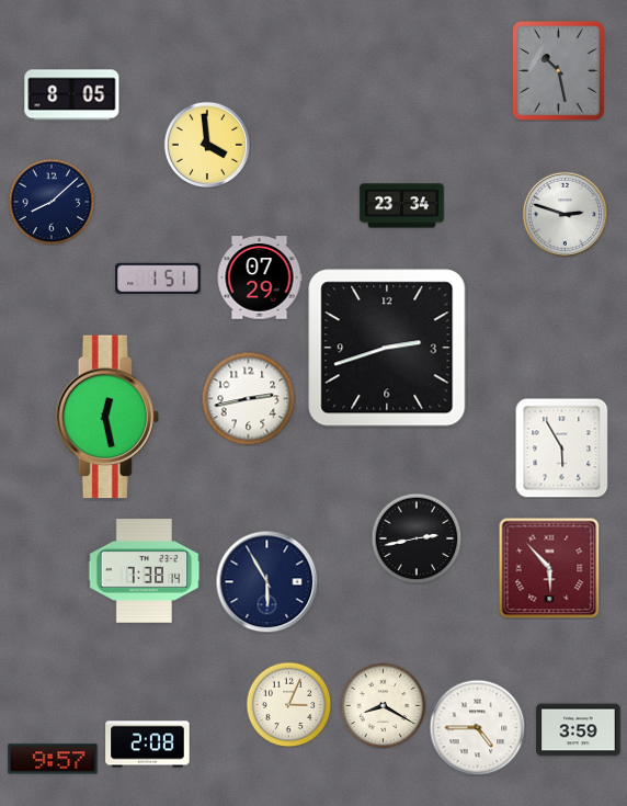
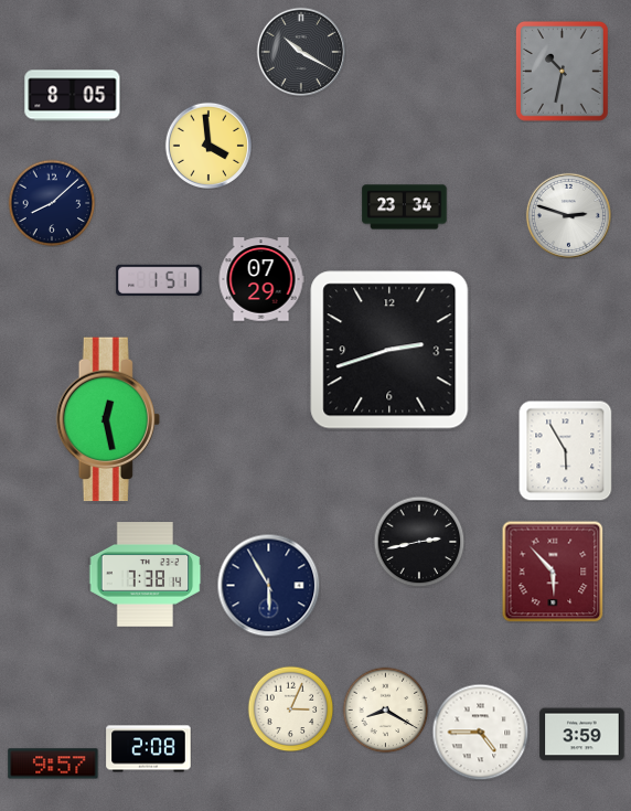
clock at (301, 52): none -> 10:20
clock at (558, 70): 10:28 -> 10:32
clock at (248, 398): 2:43 -> none
